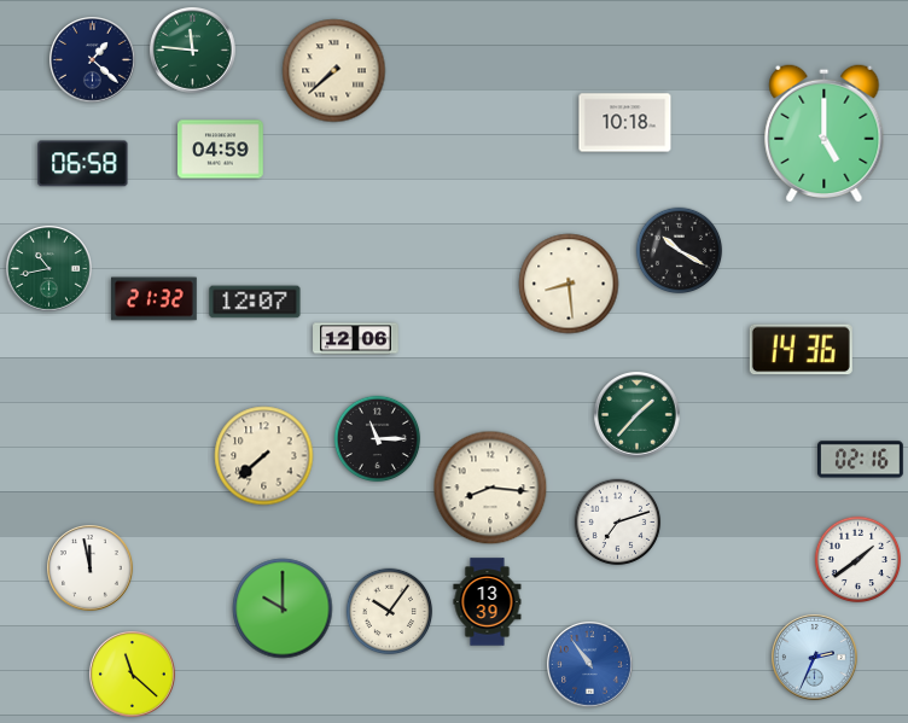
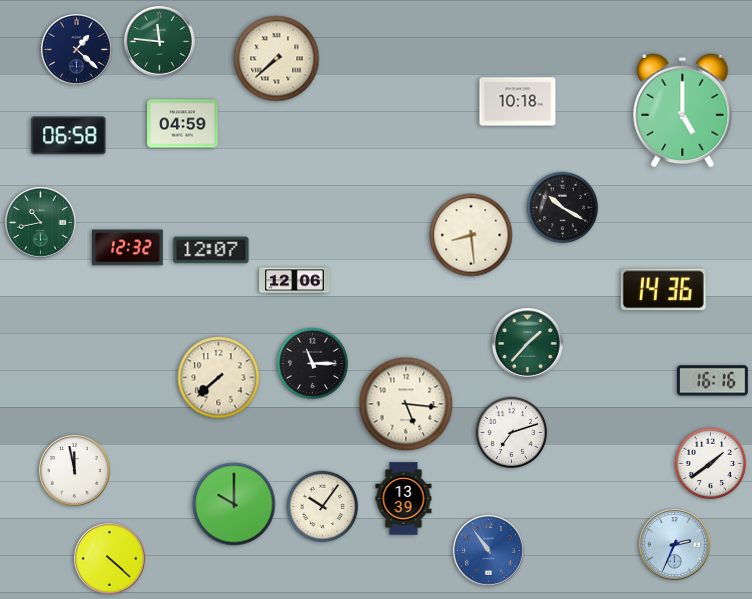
clock at (155, 299): 21:32 -> 12:32
clock at (861, 460): 02:16 -> 16:16
clock at (490, 488): 8:16 -> 5:16
clock at (133, 675): 11:22 -> 4:22
